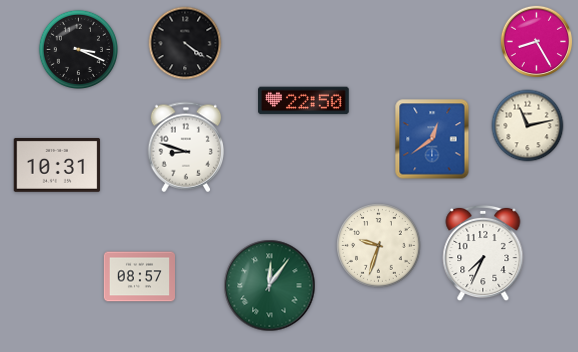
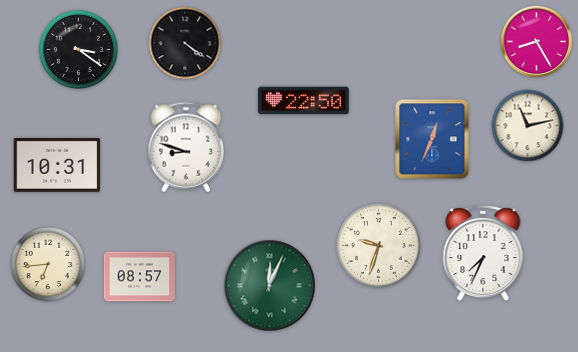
clock at (78, 49): 3:19 -> 3:21
clock at (432, 139): 12:39 -> 12:34
clock at (48, 264): none -> 6:44
clock at (270, 286): 12:06 -> 12:04
